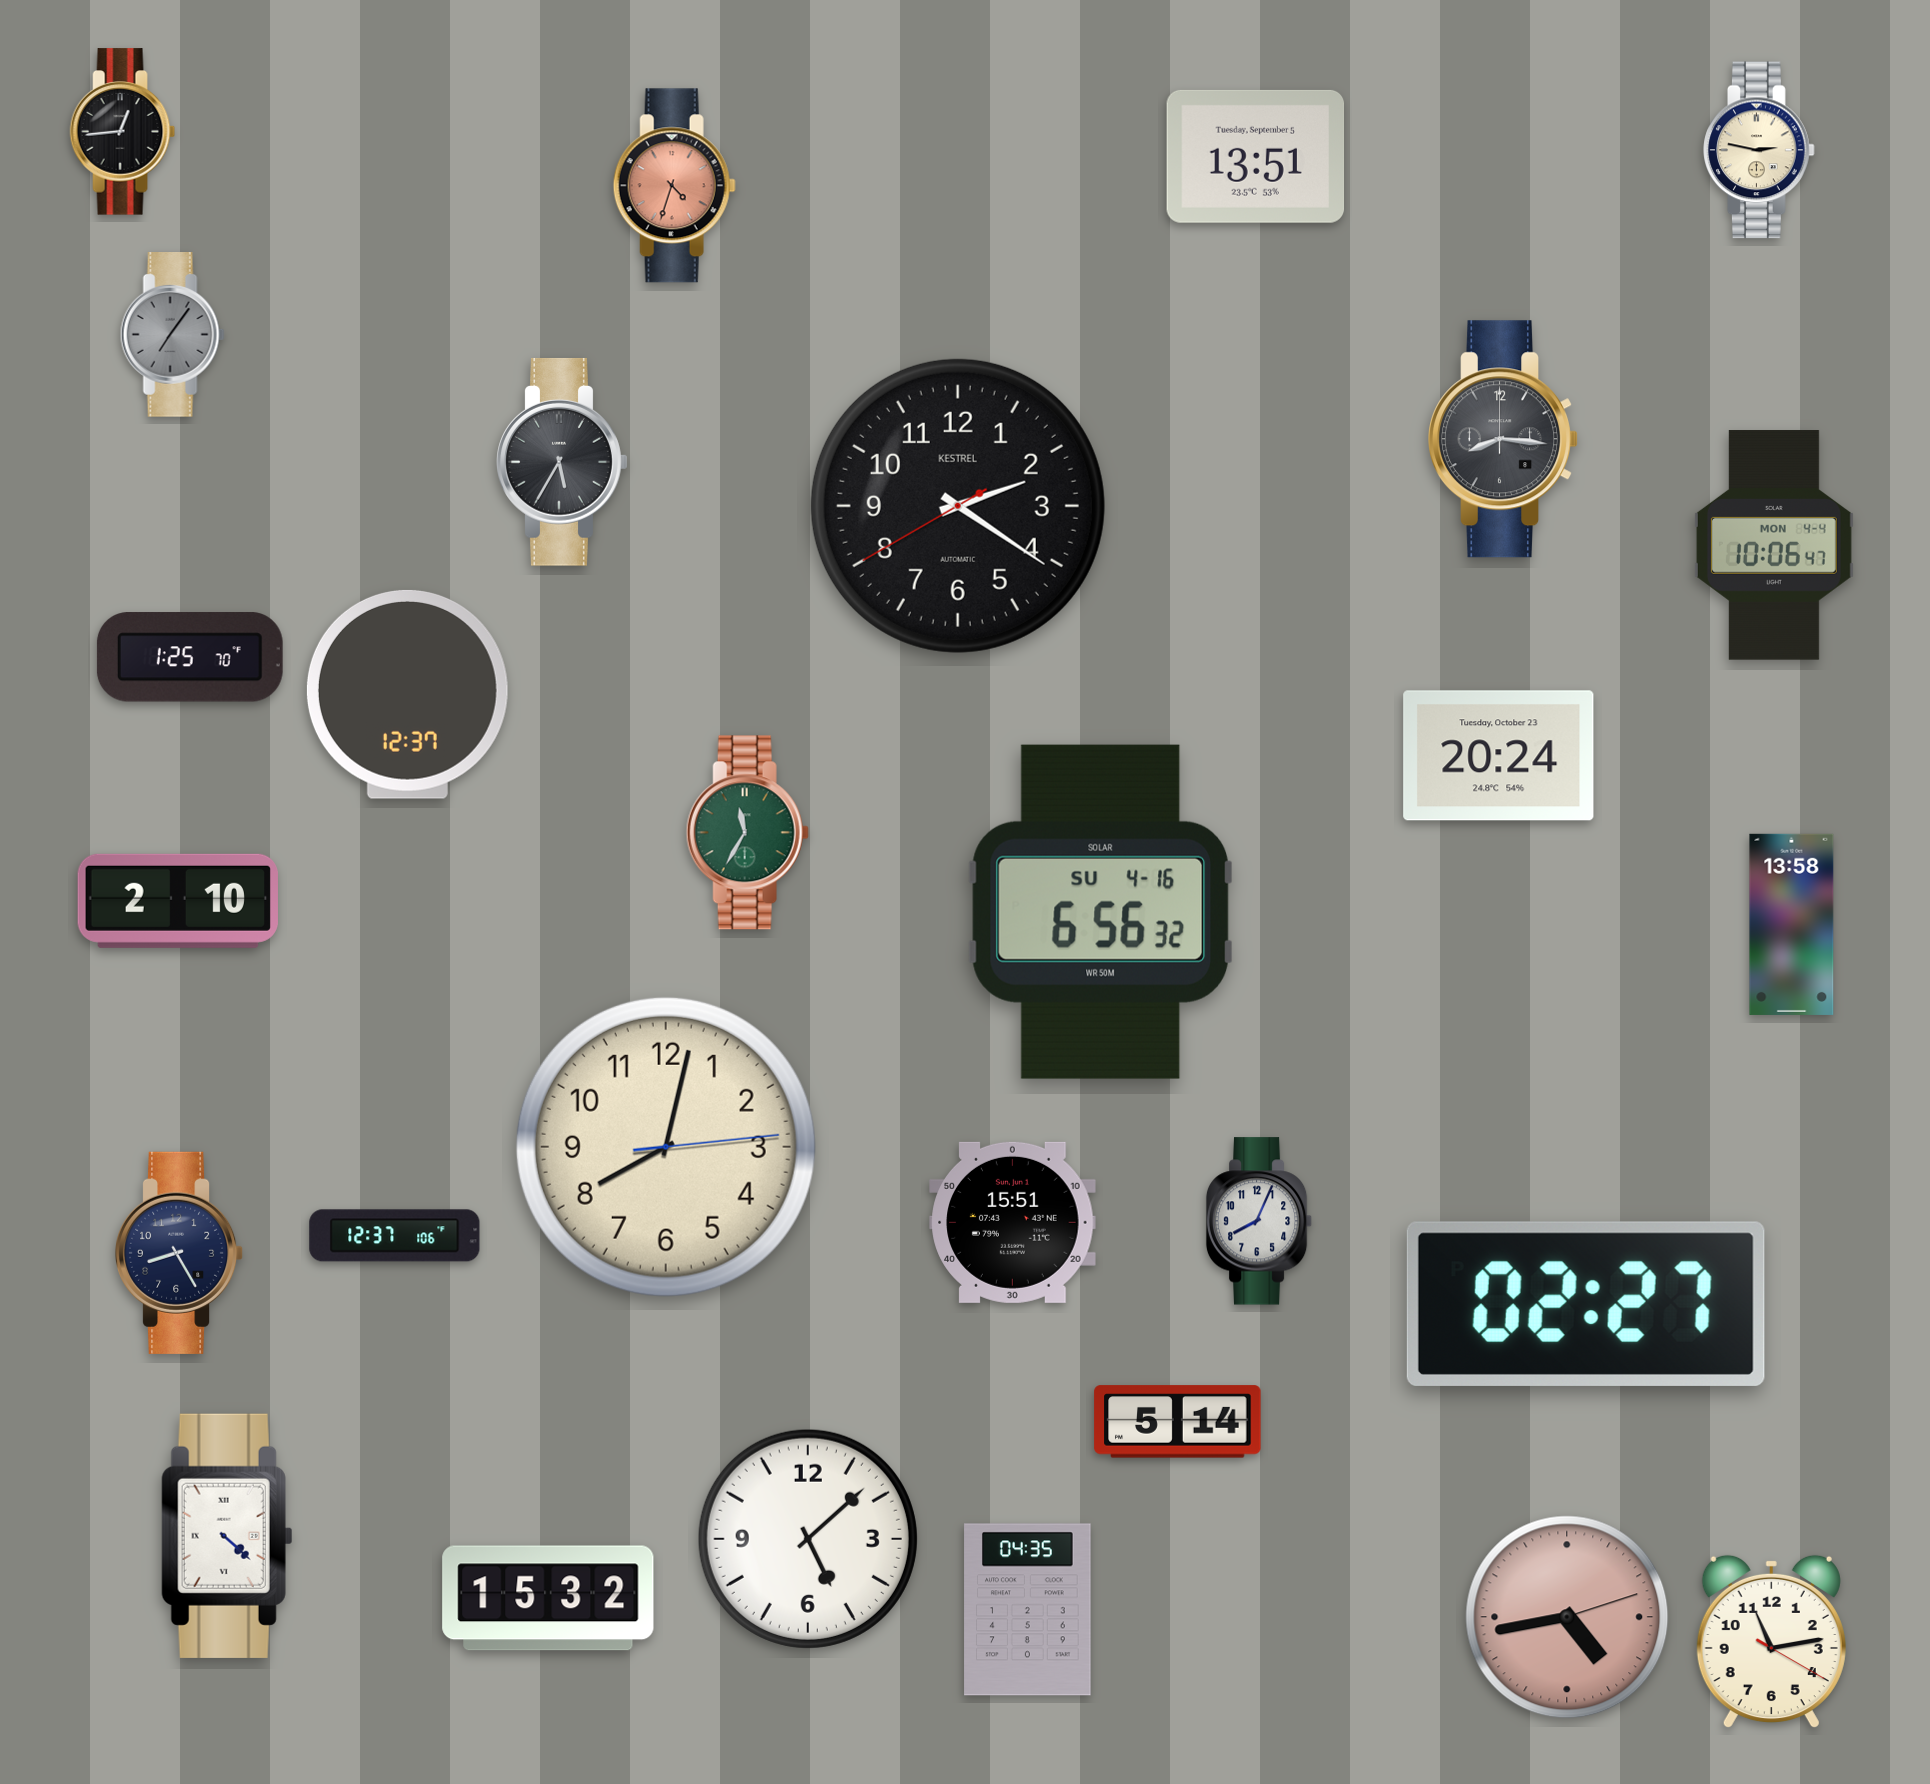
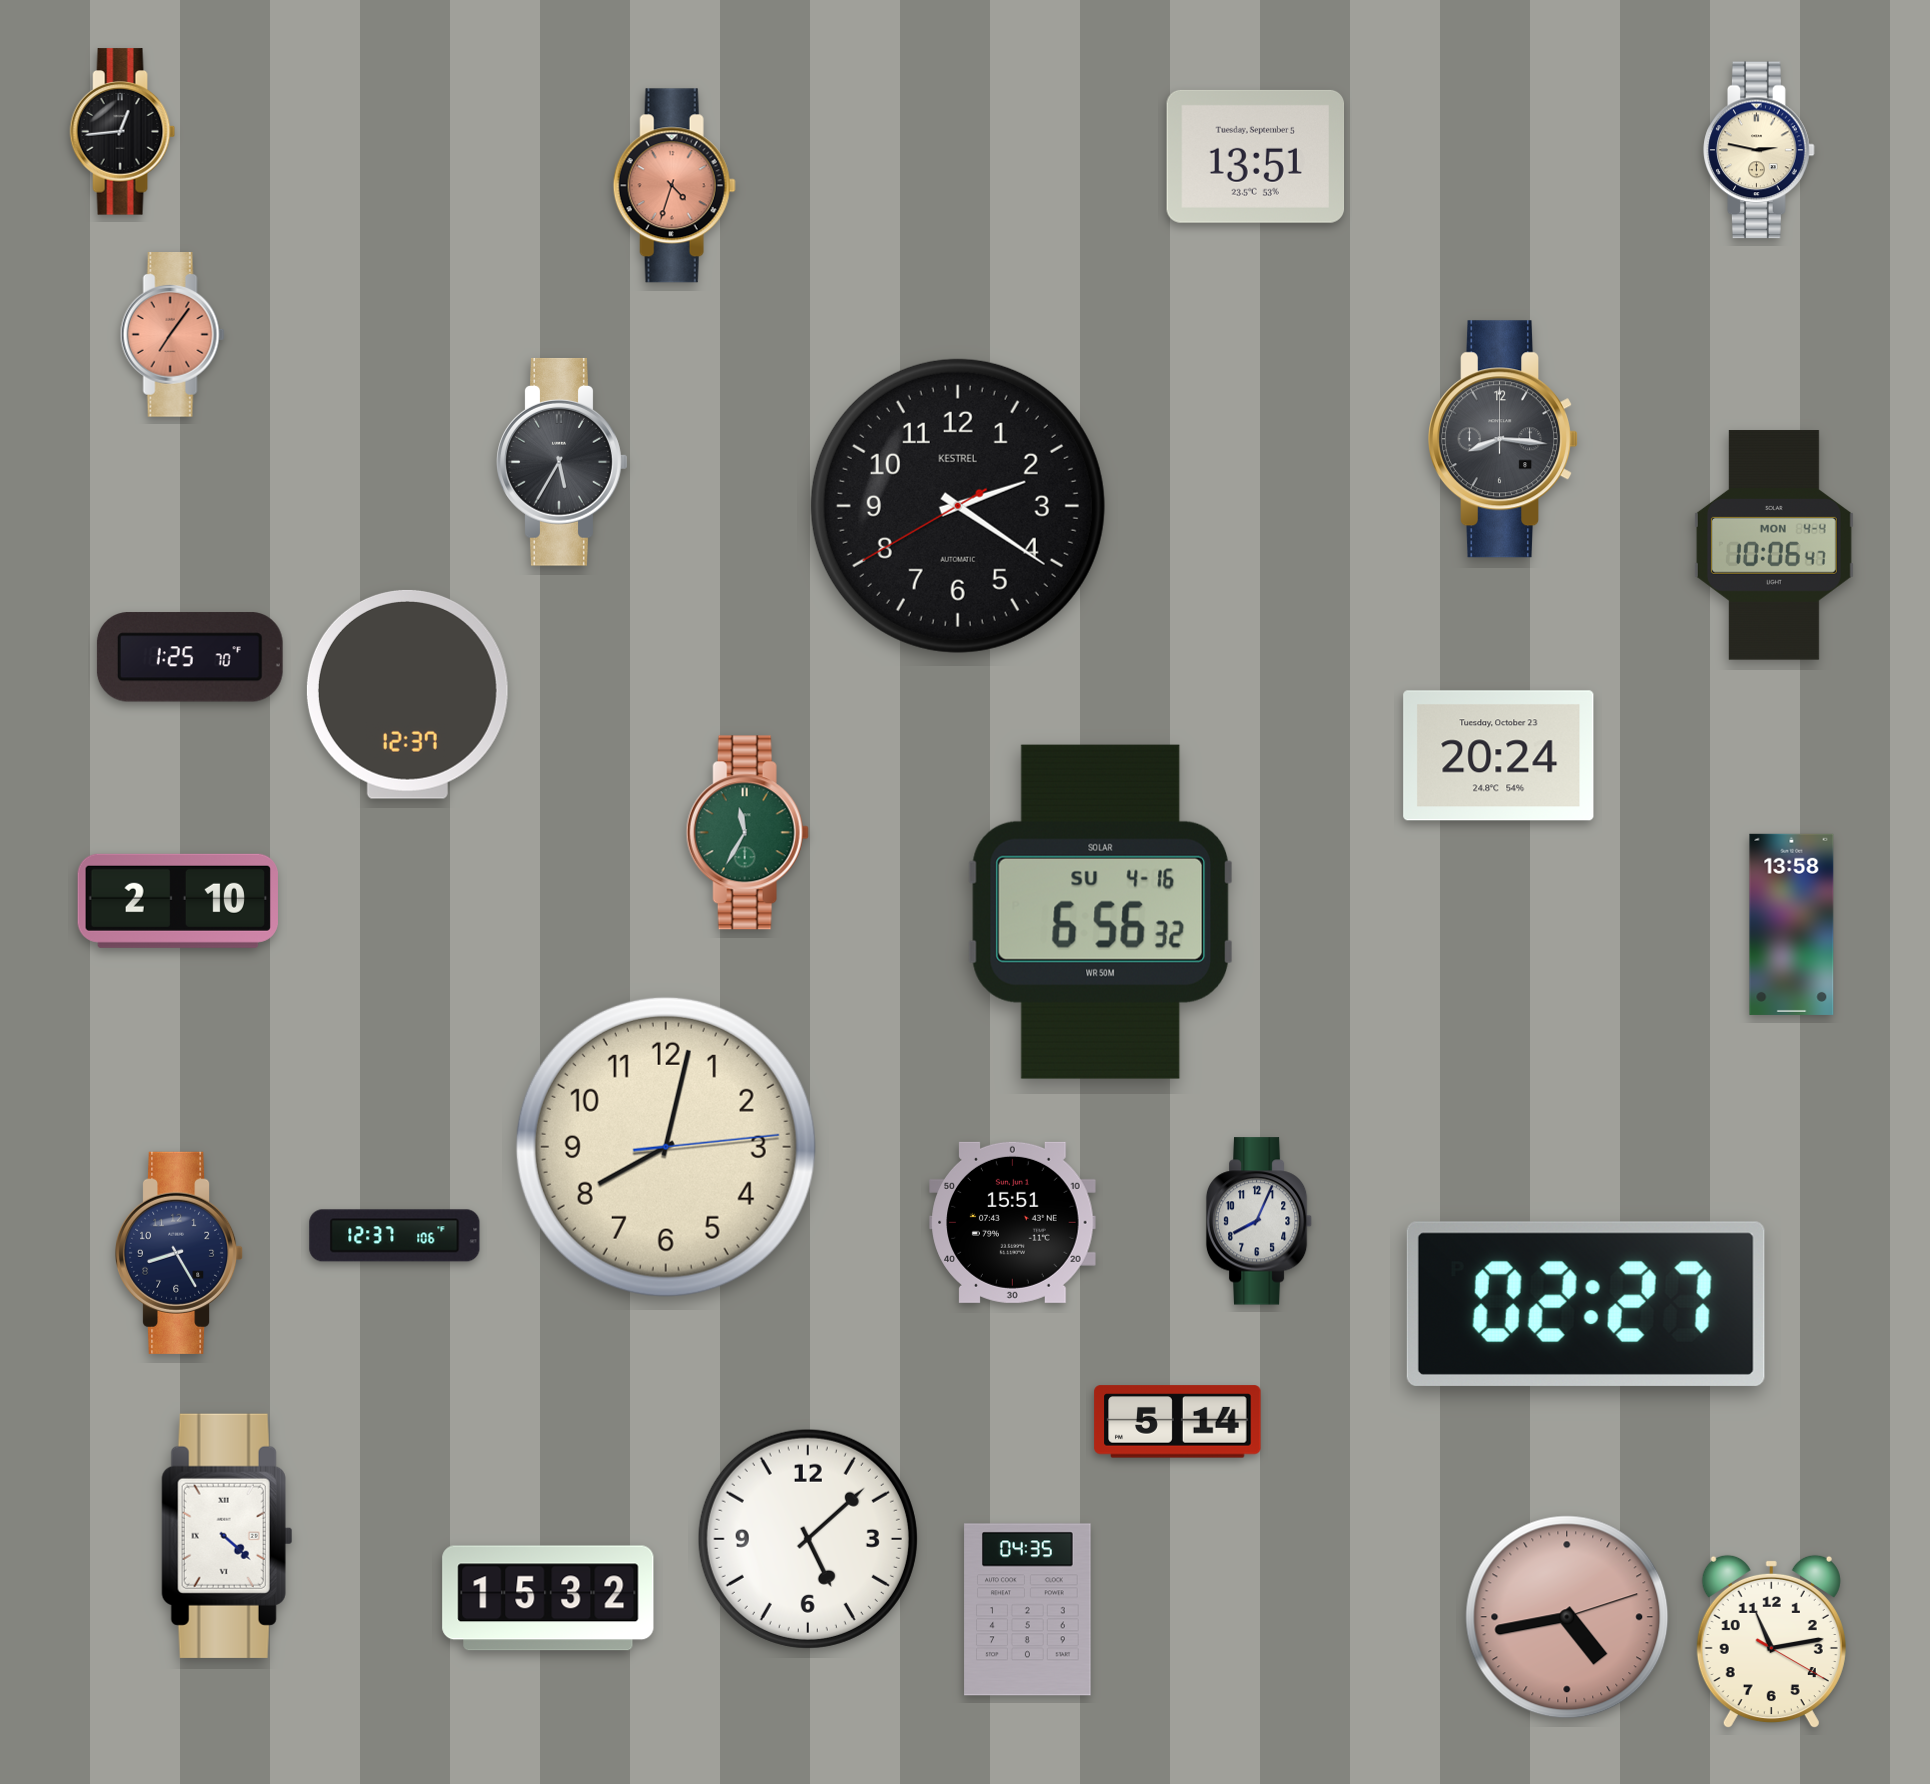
clock at (172, 335) dial: grey -> salmon
